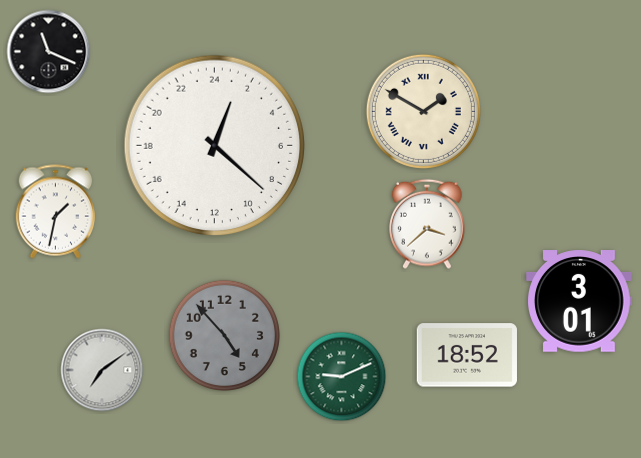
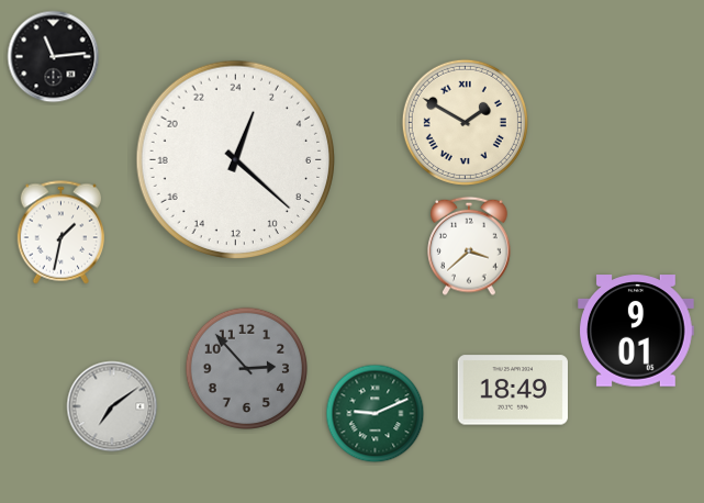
clock at (49, 52): 11:19 -> 11:14
clock at (580, 301): 3:01 -> 9:01
clock at (224, 335): 4:53 -> 2:53
clock at (467, 355): 18:52 -> 18:49
